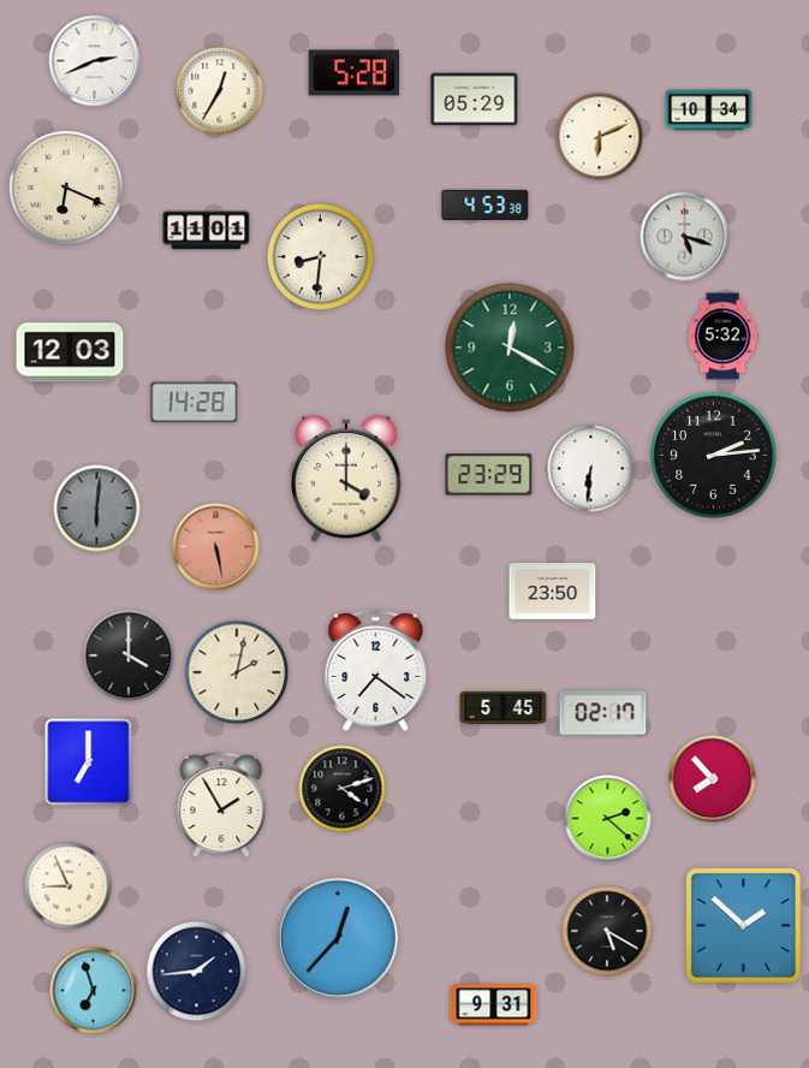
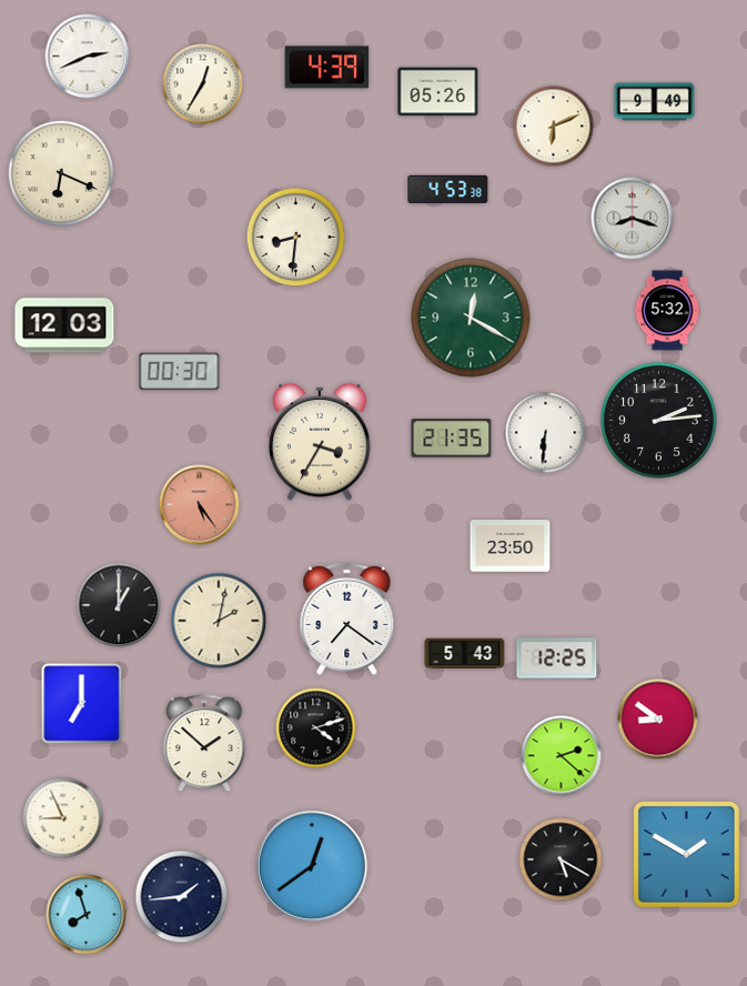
clock at (355, 73): 5:28 -> 4:39
clock at (475, 100): 05:29 -> 05:26
clock at (709, 111): 10:34 -> 9:49
clock at (207, 231): 11:01 -> none
clock at (685, 237): 5:18 -> 8:18
clock at (510, 348) position: (510, 348) -> (471, 318)
clock at (195, 403): 14:28 -> 00:30
clock at (489, 475): 23:29 -> 21:35
clock at (346, 479): 4:00 -> 3:35
clock at (97, 509): 6:01 -> none
clock at (216, 547): 5:28 -> 5:24
clock at (129, 655): 4:00 -> 1:00
clock at (504, 708): 5:45 -> 5:43
clock at (603, 713): 02:17 -> 12:25
clock at (713, 779): 7:53 -> 8:51
clock at (221, 806): 1:55 -> 1:52
clock at (743, 925): 1:52 -> 1:50
clock at (338, 938): 12:37 -> 12:39
clock at (94, 991): 6:57 -> 7:57
clock at (494, 1005): 9:31 -> none
